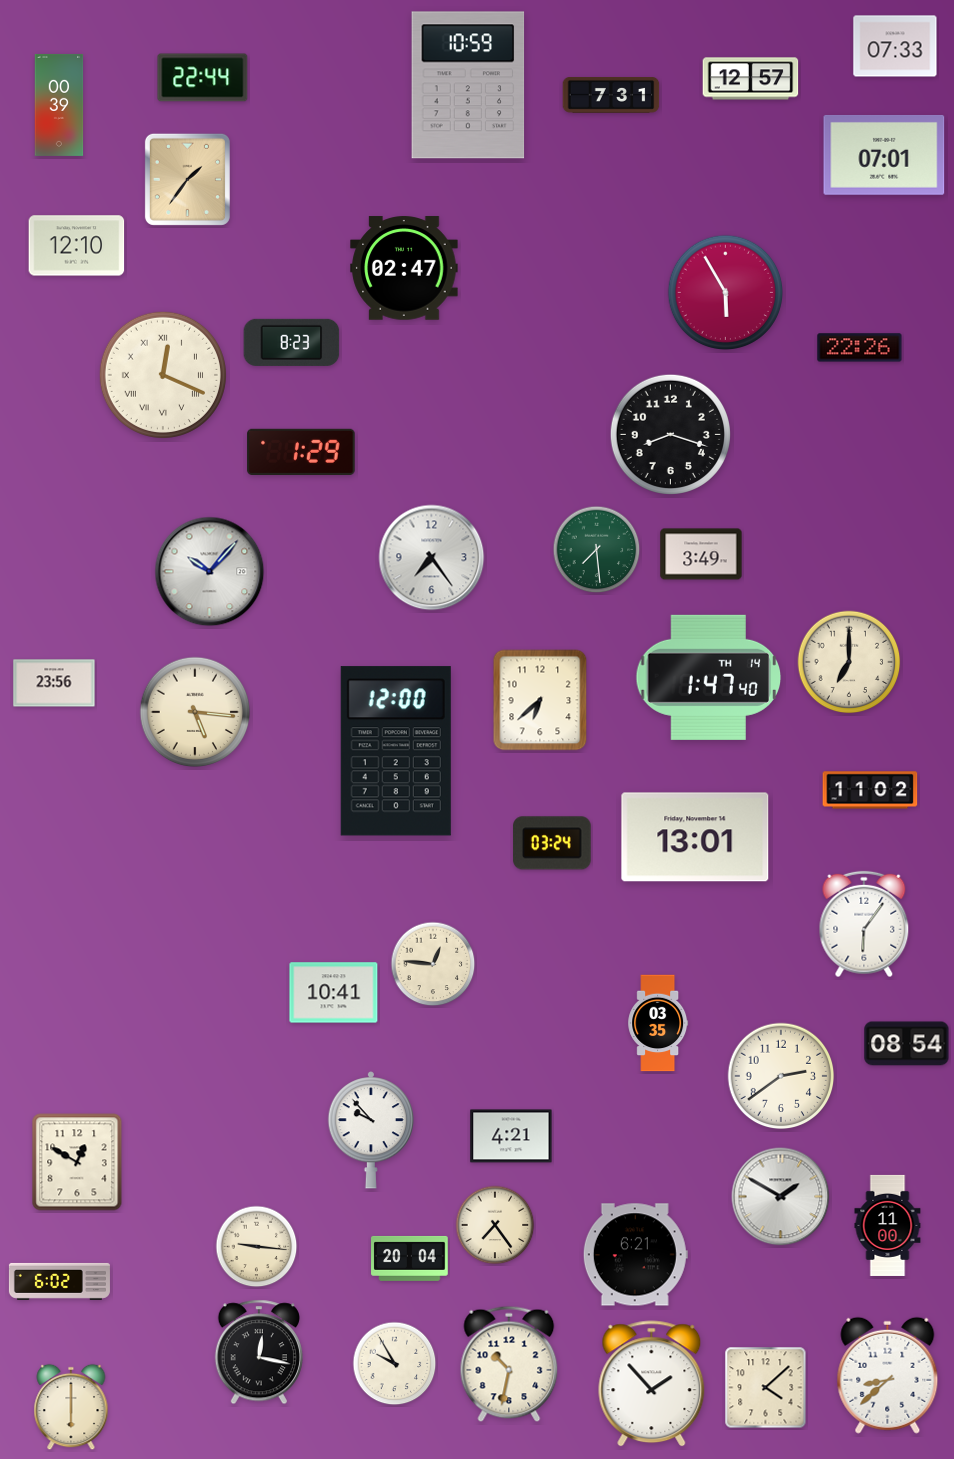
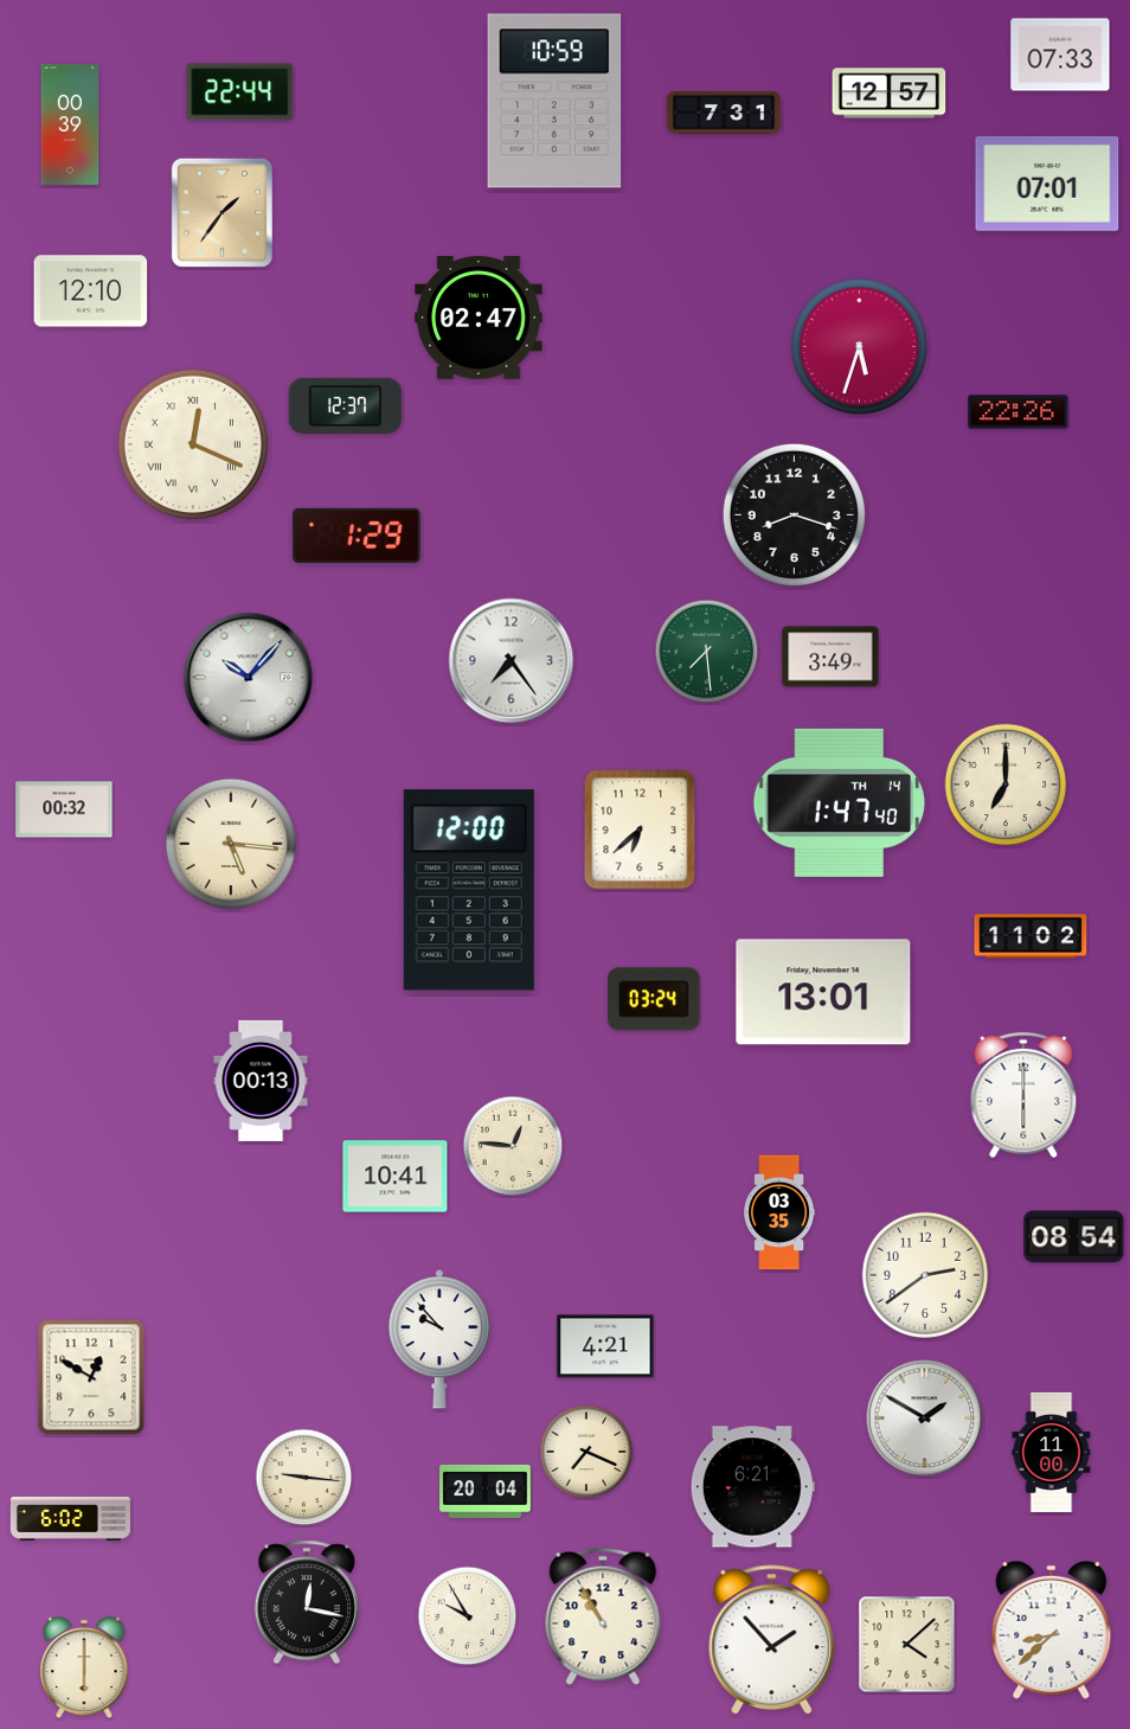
clock at (725, 292): 5:55 -> 5:33
clock at (292, 342): 8:23 -> 12:37
clock at (54, 683): 23:56 -> 00:32
clock at (261, 1081): none -> 00:13
clock at (864, 924): 6:06 -> 6:00
clock at (433, 964) position: (433, 964) -> (513, 1146)
clock at (495, 1225): 7:24 -> 7:19
clock at (509, 1364): 10:32 -> 10:55
